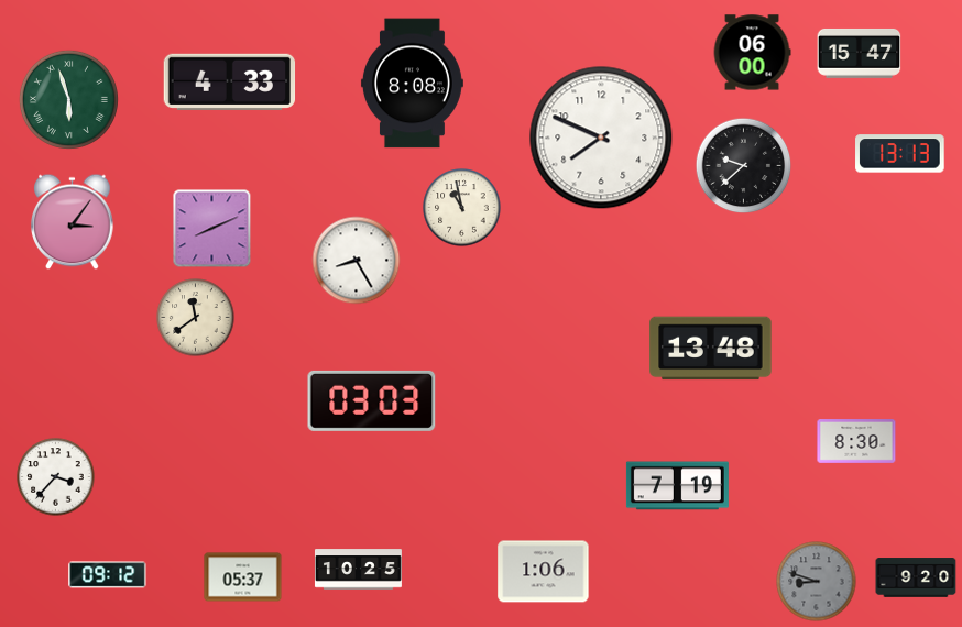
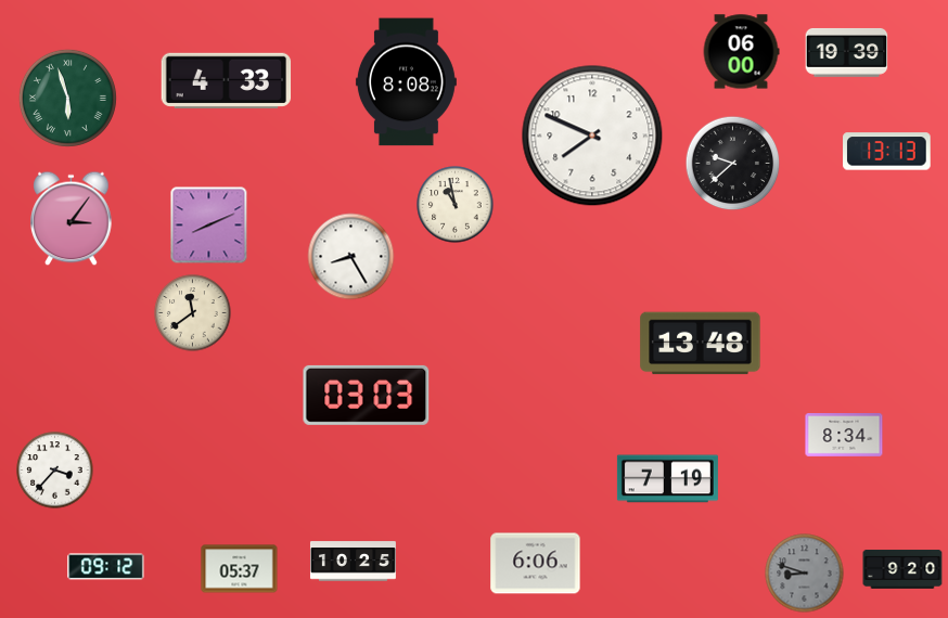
clock at (860, 53): 15:47 -> 19:39
clock at (856, 442): 8:30 -> 8:34
clock at (544, 572): 1:06 -> 6:06
